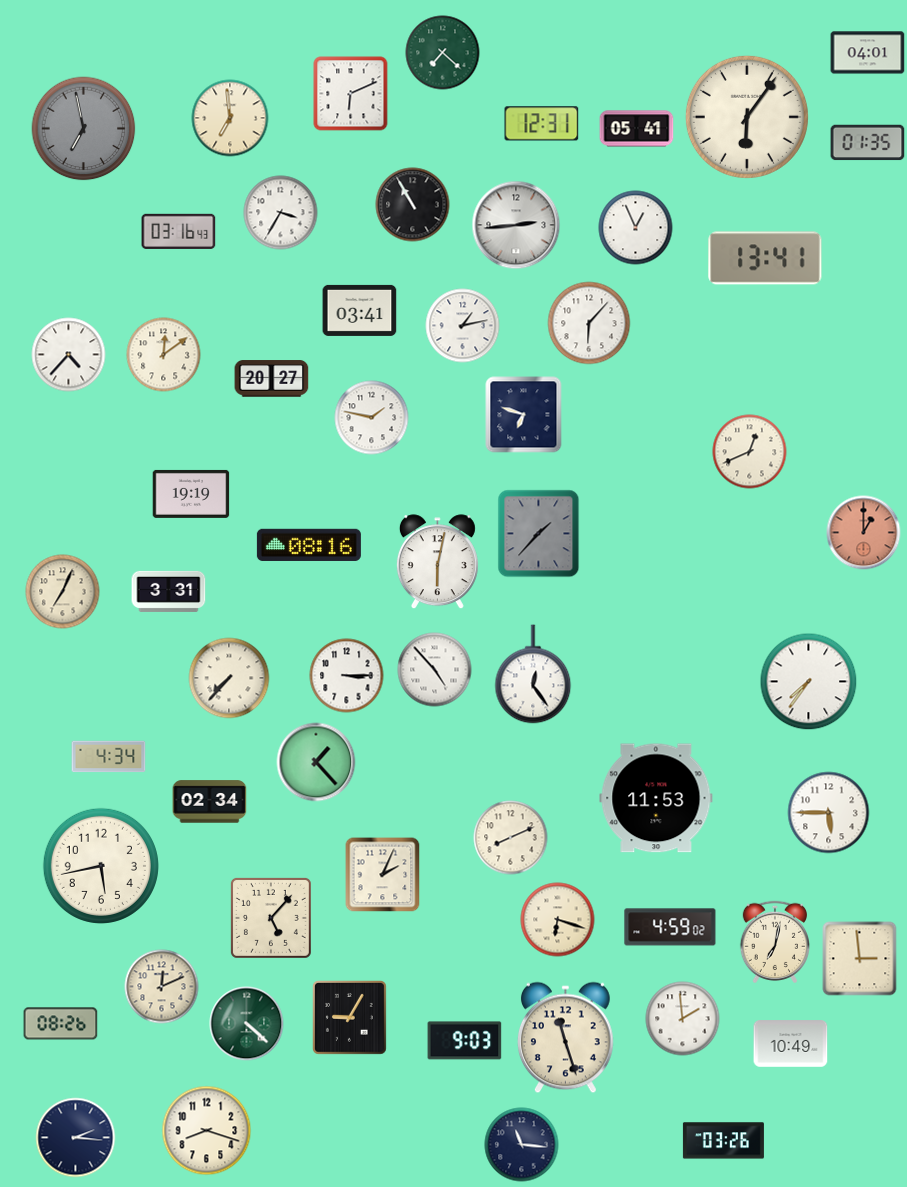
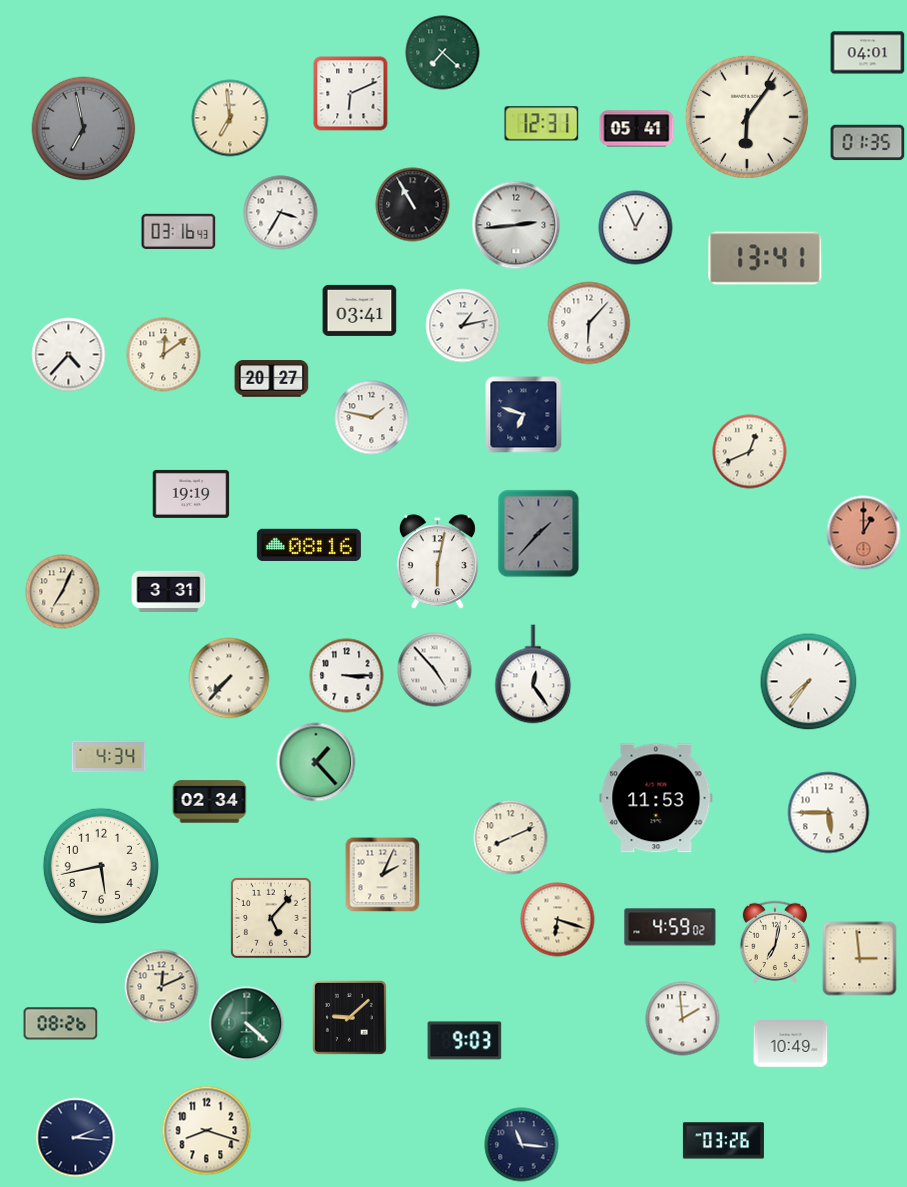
clock at (350, 1018): 9:05 -> 9:08
clock at (566, 1038): 11:27 -> none
